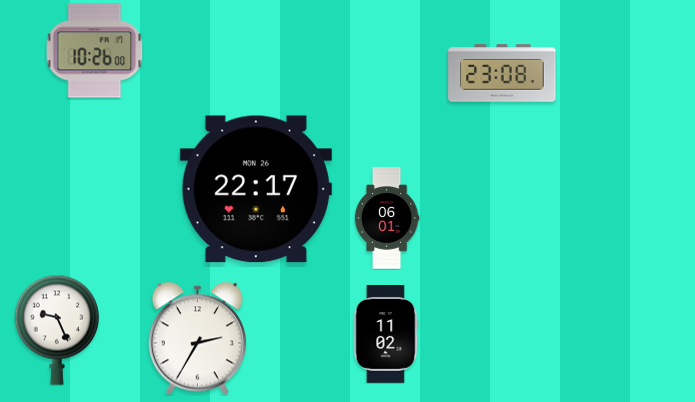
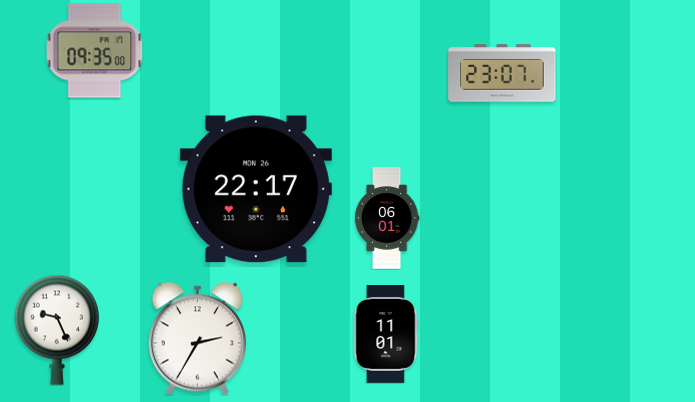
clock at (94, 51): 10:26 -> 09:35
clock at (502, 73): 23:08 -> 23:07
clock at (386, 335): 11:02 -> 11:01
